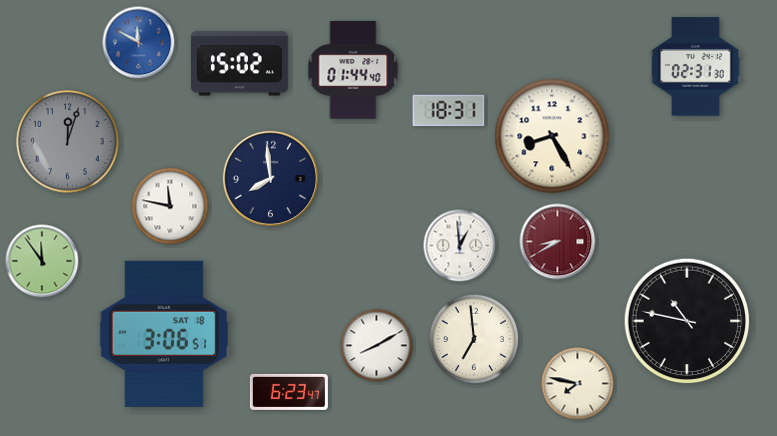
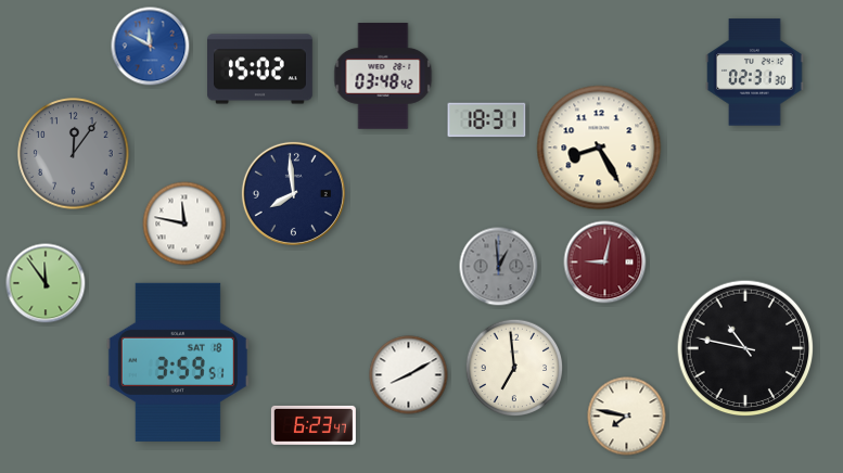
clock at (353, 70): 01:44 -> 03:48
clock at (68, 142): 12:03 -> 12:06
clock at (558, 242): 8:40 -> 9:02
clock at (460, 246) dial: white -> grey
clock at (164, 334): 3:06 -> 3:59
